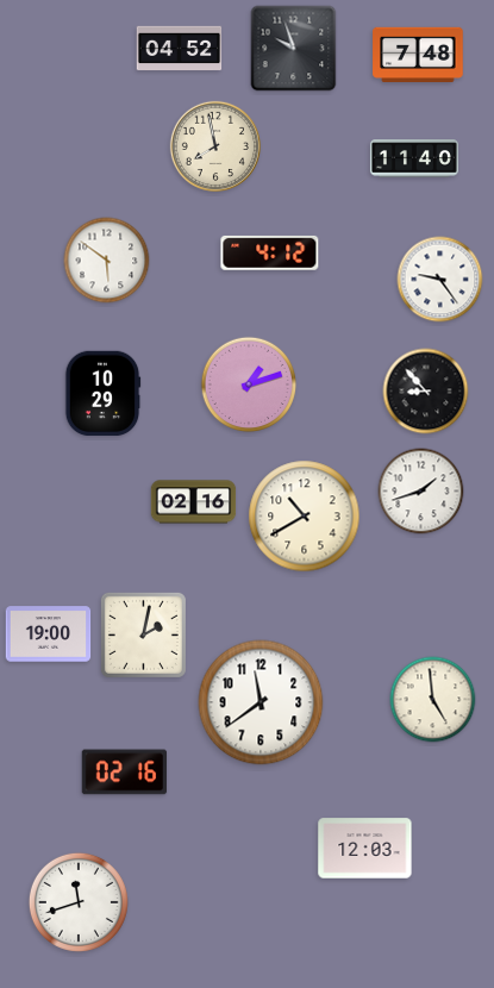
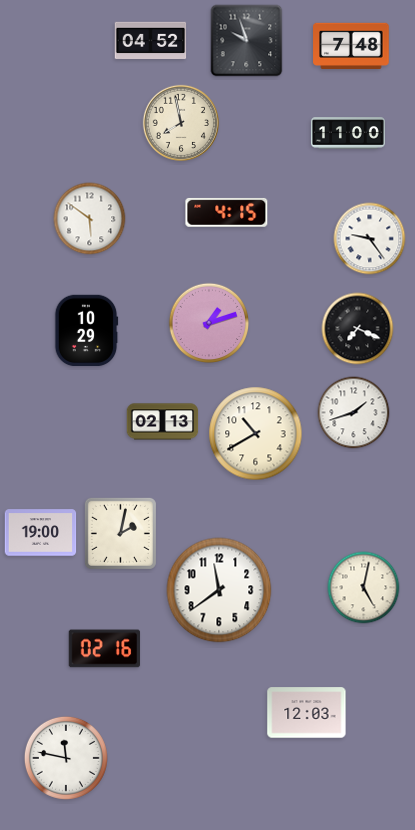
clock at (414, 158): 11:40 -> 11:00
clock at (270, 252): 4:12 -> 4:15
clock at (440, 280) position: (440, 280) -> (370, 239)
clock at (426, 392): 8:53 -> 7:19
clock at (194, 502): 02:16 -> 02:13
clock at (433, 700): 4:59 -> 5:02
clock at (79, 902): 11:42 -> 11:47
